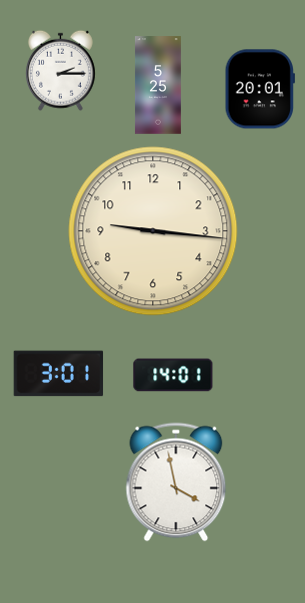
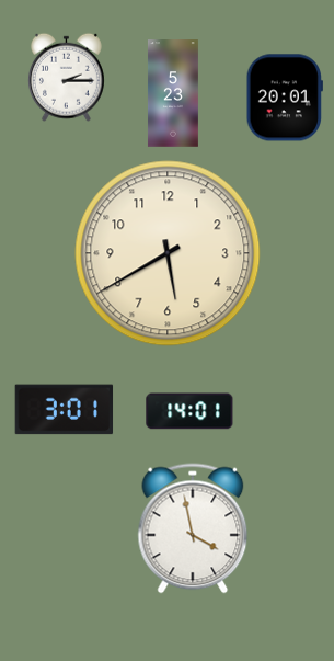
clock at (158, 85): 5:25 -> 5:23
clock at (153, 231): 9:16 -> 5:40
